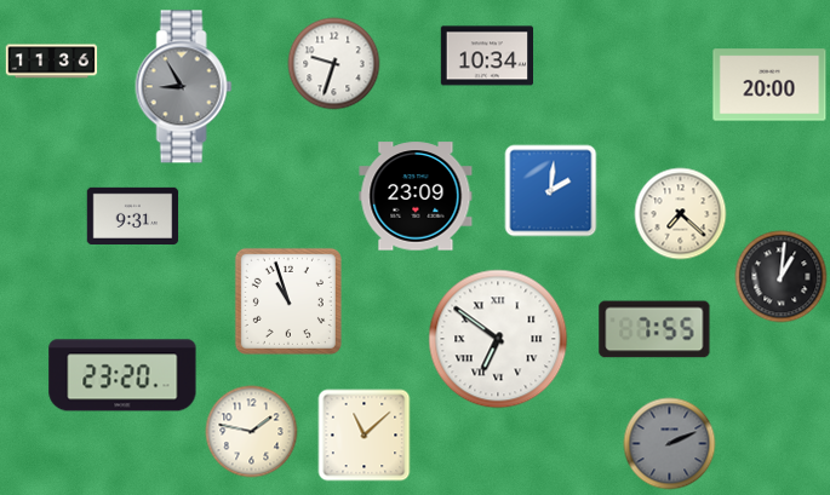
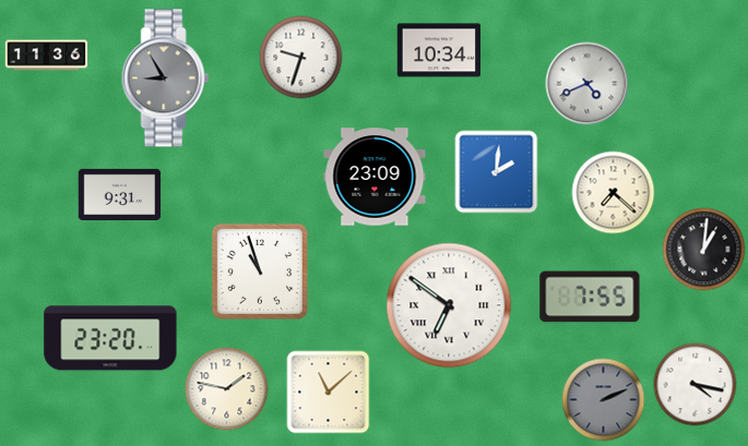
clock at (769, 85): 20:00 -> none
clock at (587, 84): none -> 4:41
clock at (696, 385): none -> 4:17
